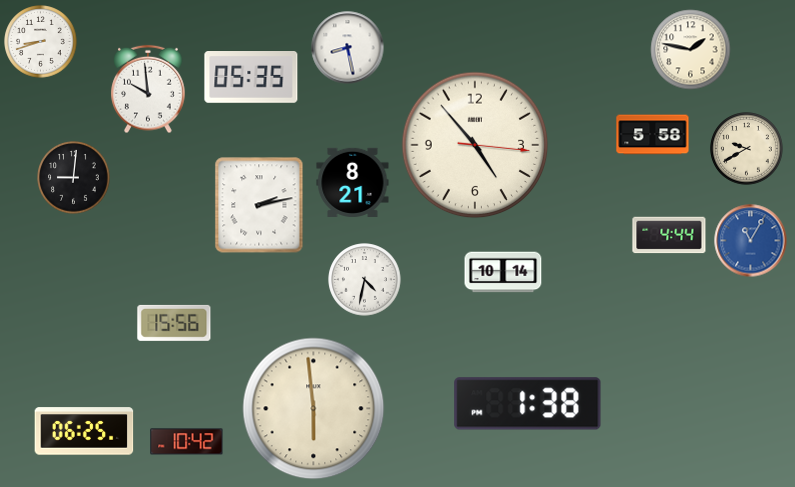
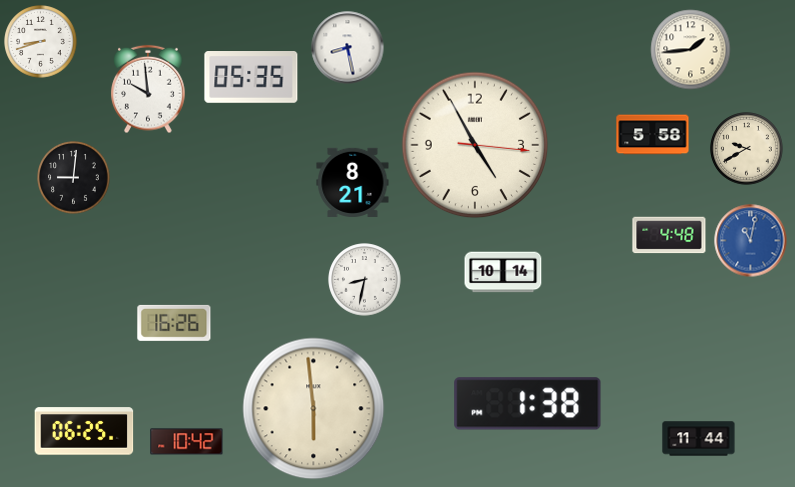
clock at (691, 50): 1:47 -> 1:44
clock at (475, 145): 4:53 -> 4:55
clock at (259, 205): 2:13 -> none
clock at (669, 235): 4:44 -> 4:48
clock at (751, 241): 11:05 -> 11:02
clock at (365, 280): 4:32 -> 8:32
clock at (174, 323): 15:56 -> 16:26
clock at (699, 439): none -> 11:44
